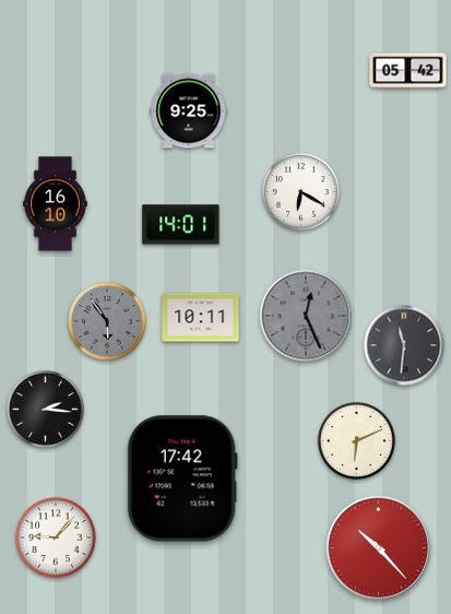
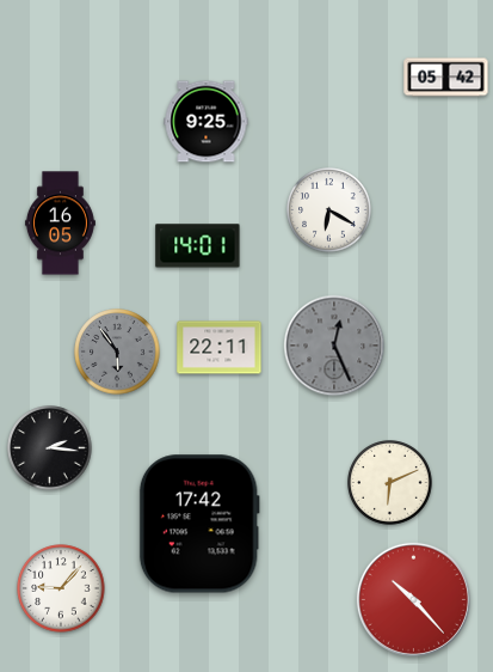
clock at (55, 204): 16:10 -> 16:05
clock at (201, 318): 10:11 -> 22:11
clock at (404, 345): 11:31 -> none
